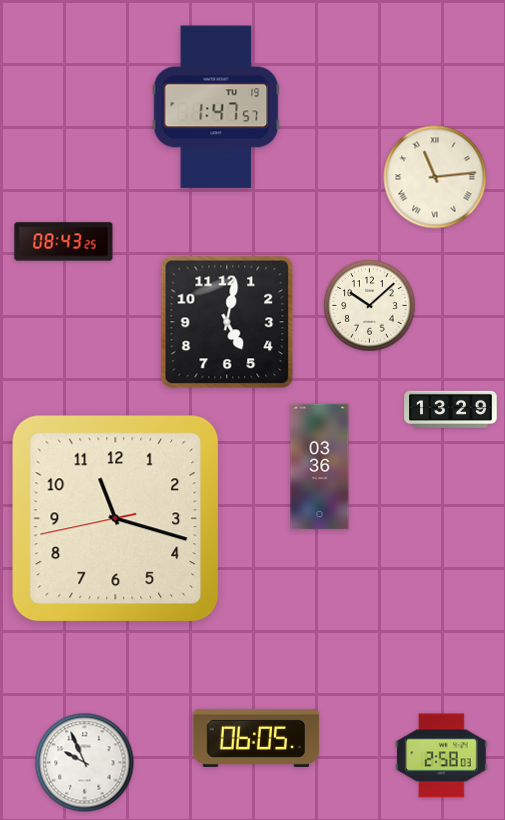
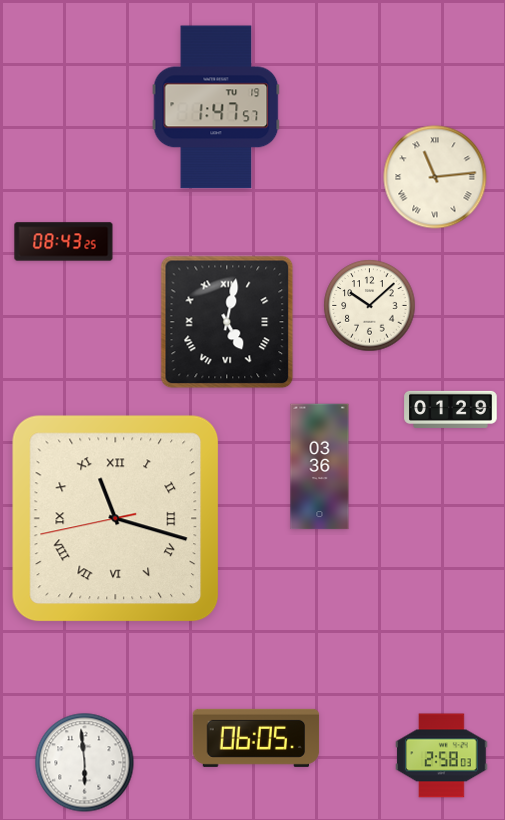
clock at (227, 322) numerals: Arabic -> Roman
clock at (451, 409): 13:29 -> 01:29
clock at (116, 519) numerals: Arabic -> Roman
clock at (85, 763): 9:56 -> 5:59
